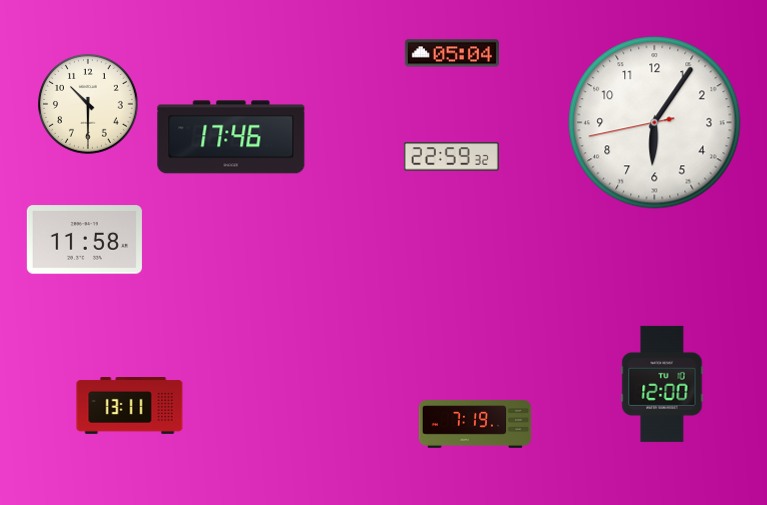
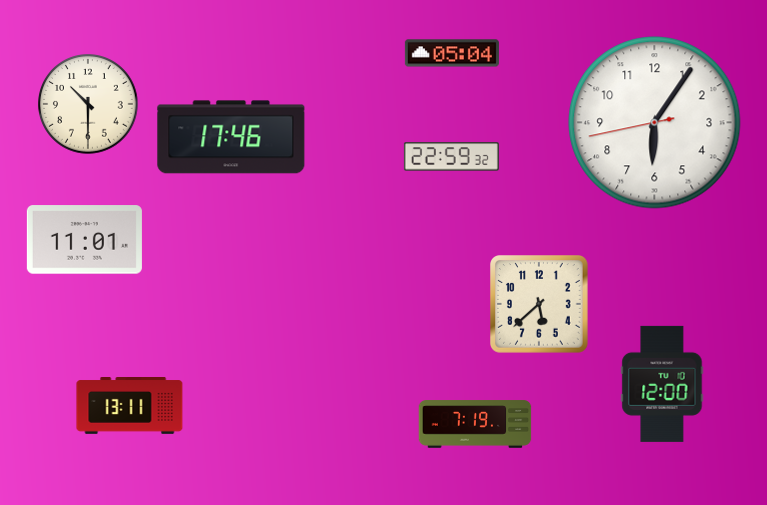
clock at (84, 240): 11:58 -> 11:01
clock at (540, 305): none -> 5:38
